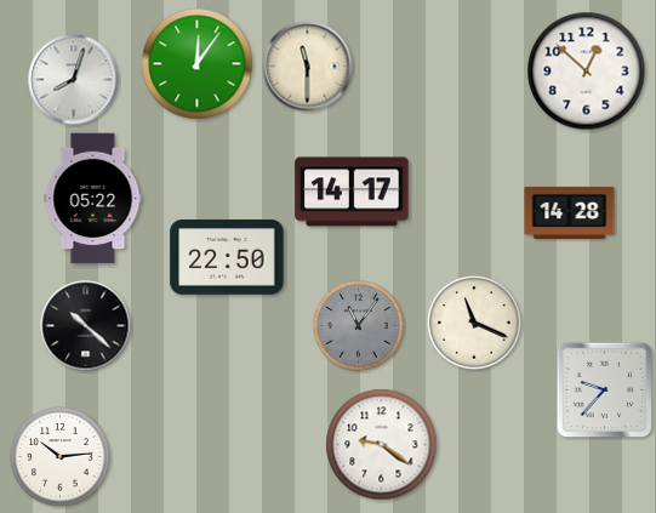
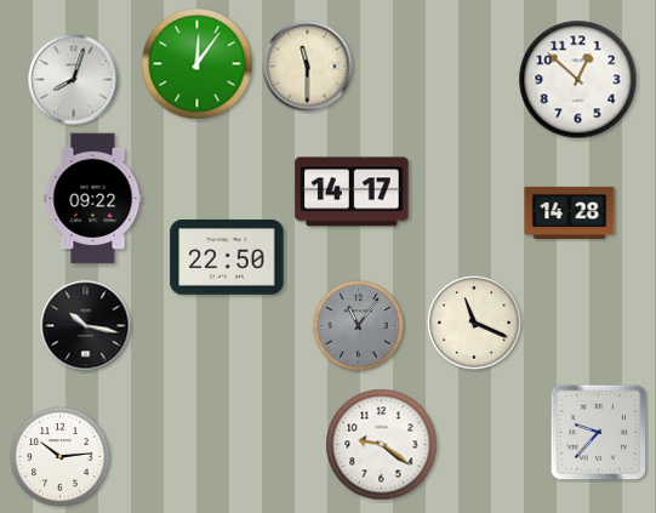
clock at (587, 72) position: (587, 72) -> (578, 80)
clock at (93, 199): 05:22 -> 09:22
clock at (86, 326): 10:22 -> 10:17
clock at (605, 391) position: (605, 391) -> (599, 433)
